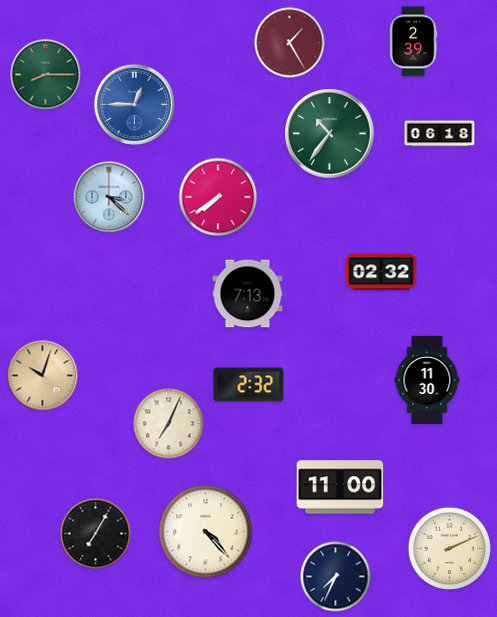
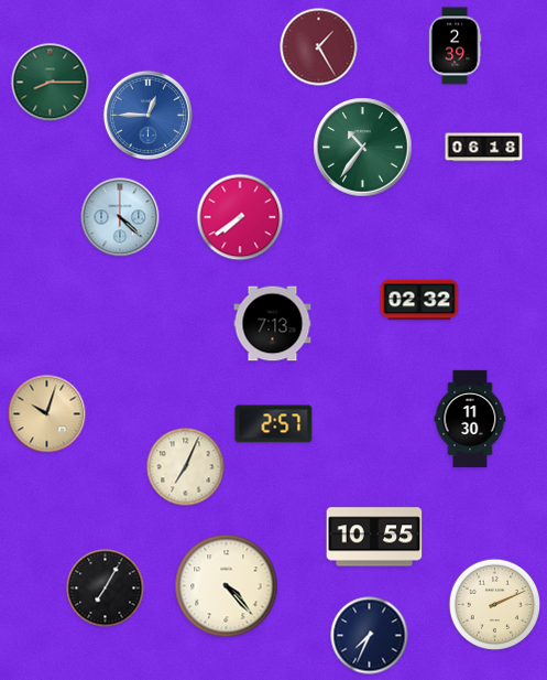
clock at (109, 197): 3:22 -> 4:22
clock at (249, 385): 2:32 -> 2:57
clock at (340, 487): 11:00 -> 10:55
